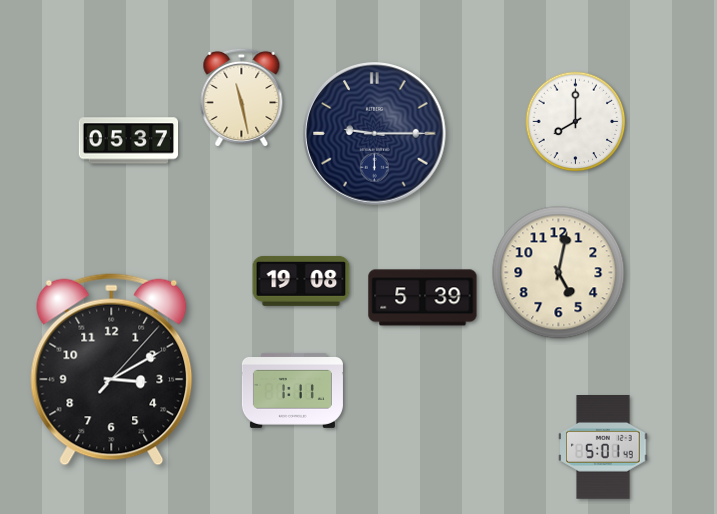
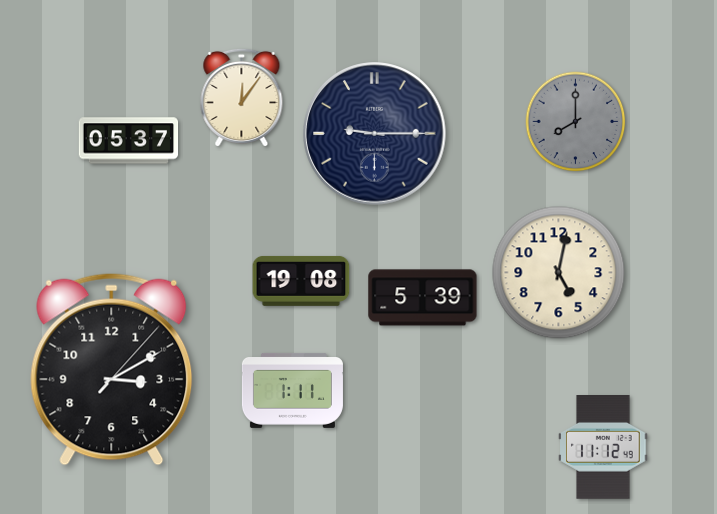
clock at (242, 97): 11:28 -> 12:06
clock at (576, 122) dial: white -> grey
clock at (603, 448): 5:01 -> 11:12
